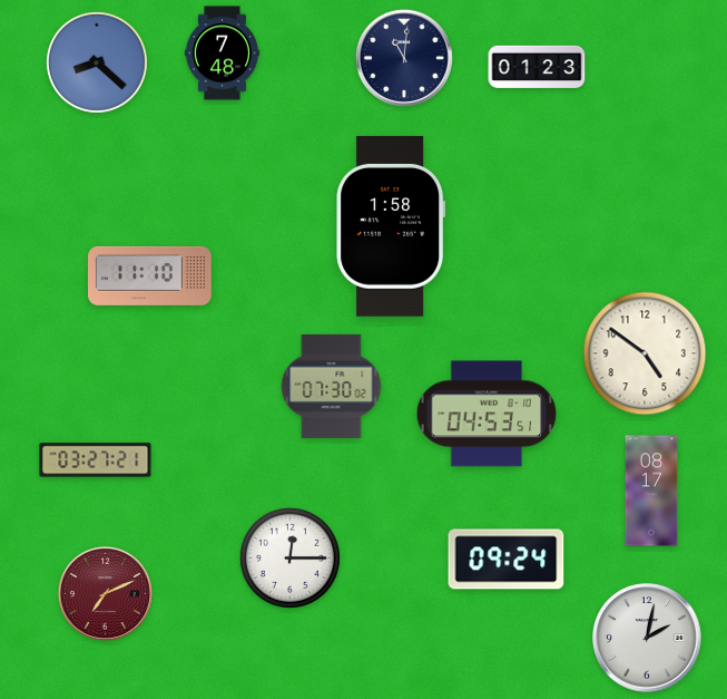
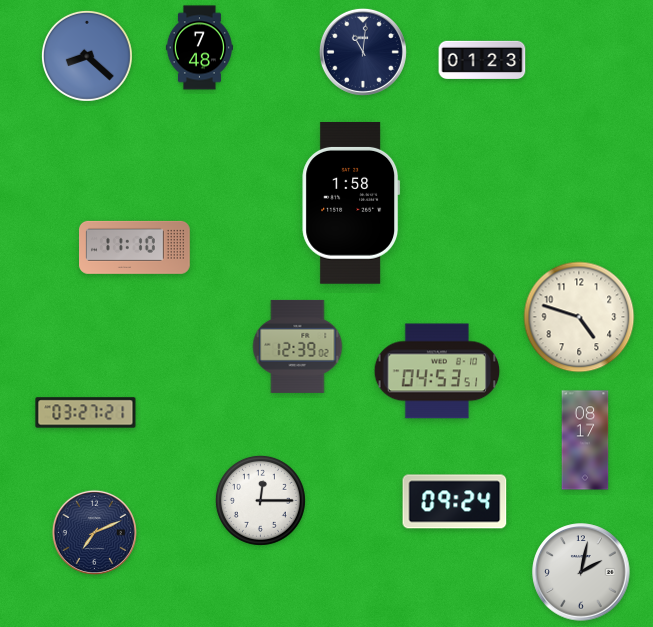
clock at (645, 353): 4:51 -> 4:48
clock at (332, 386): 07:30 -> 12:39
clock at (105, 593) dial: burgundy -> navy
